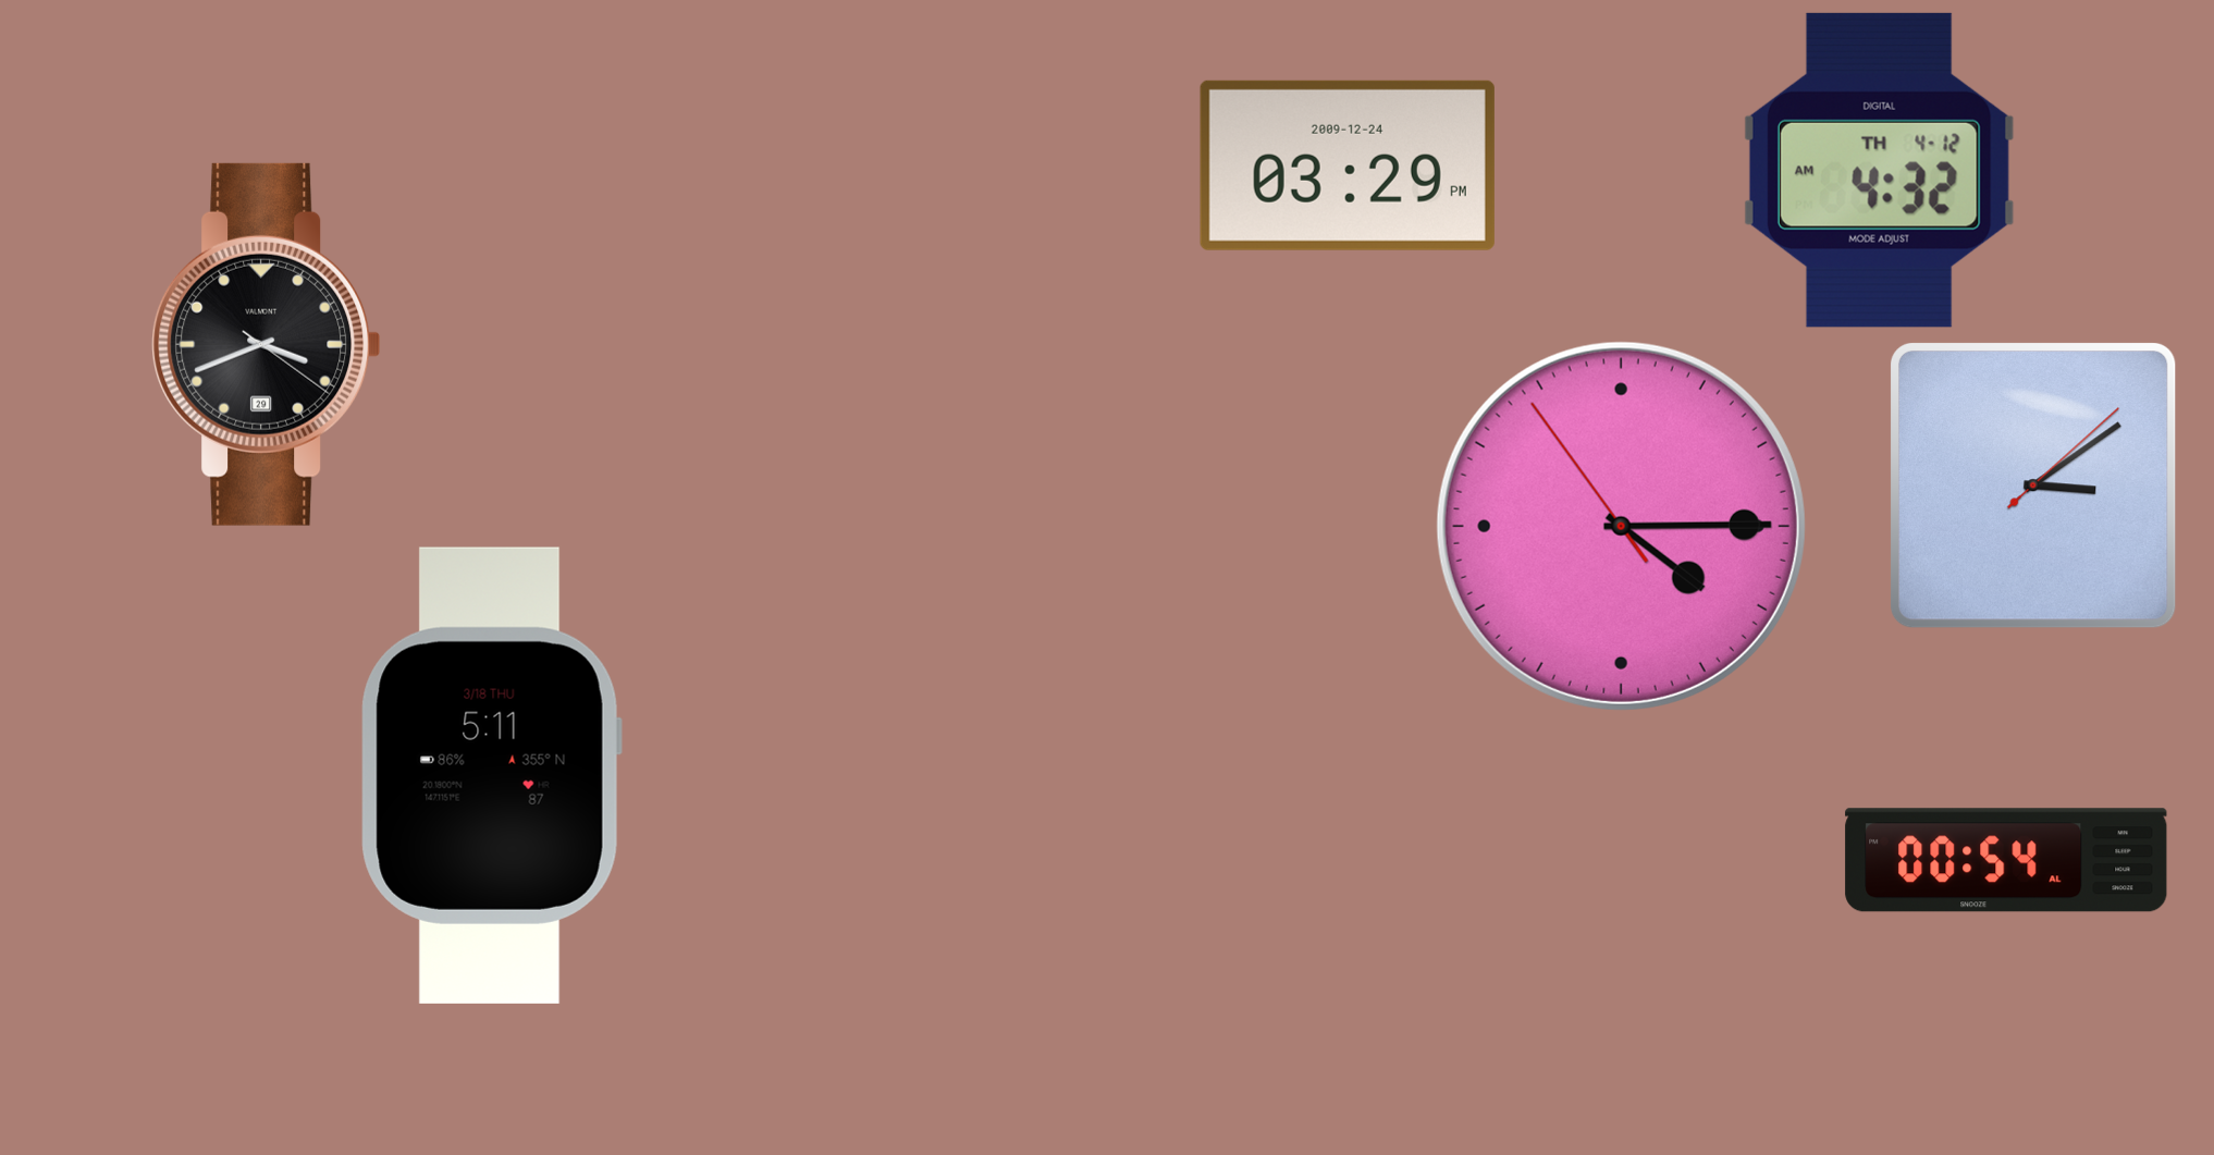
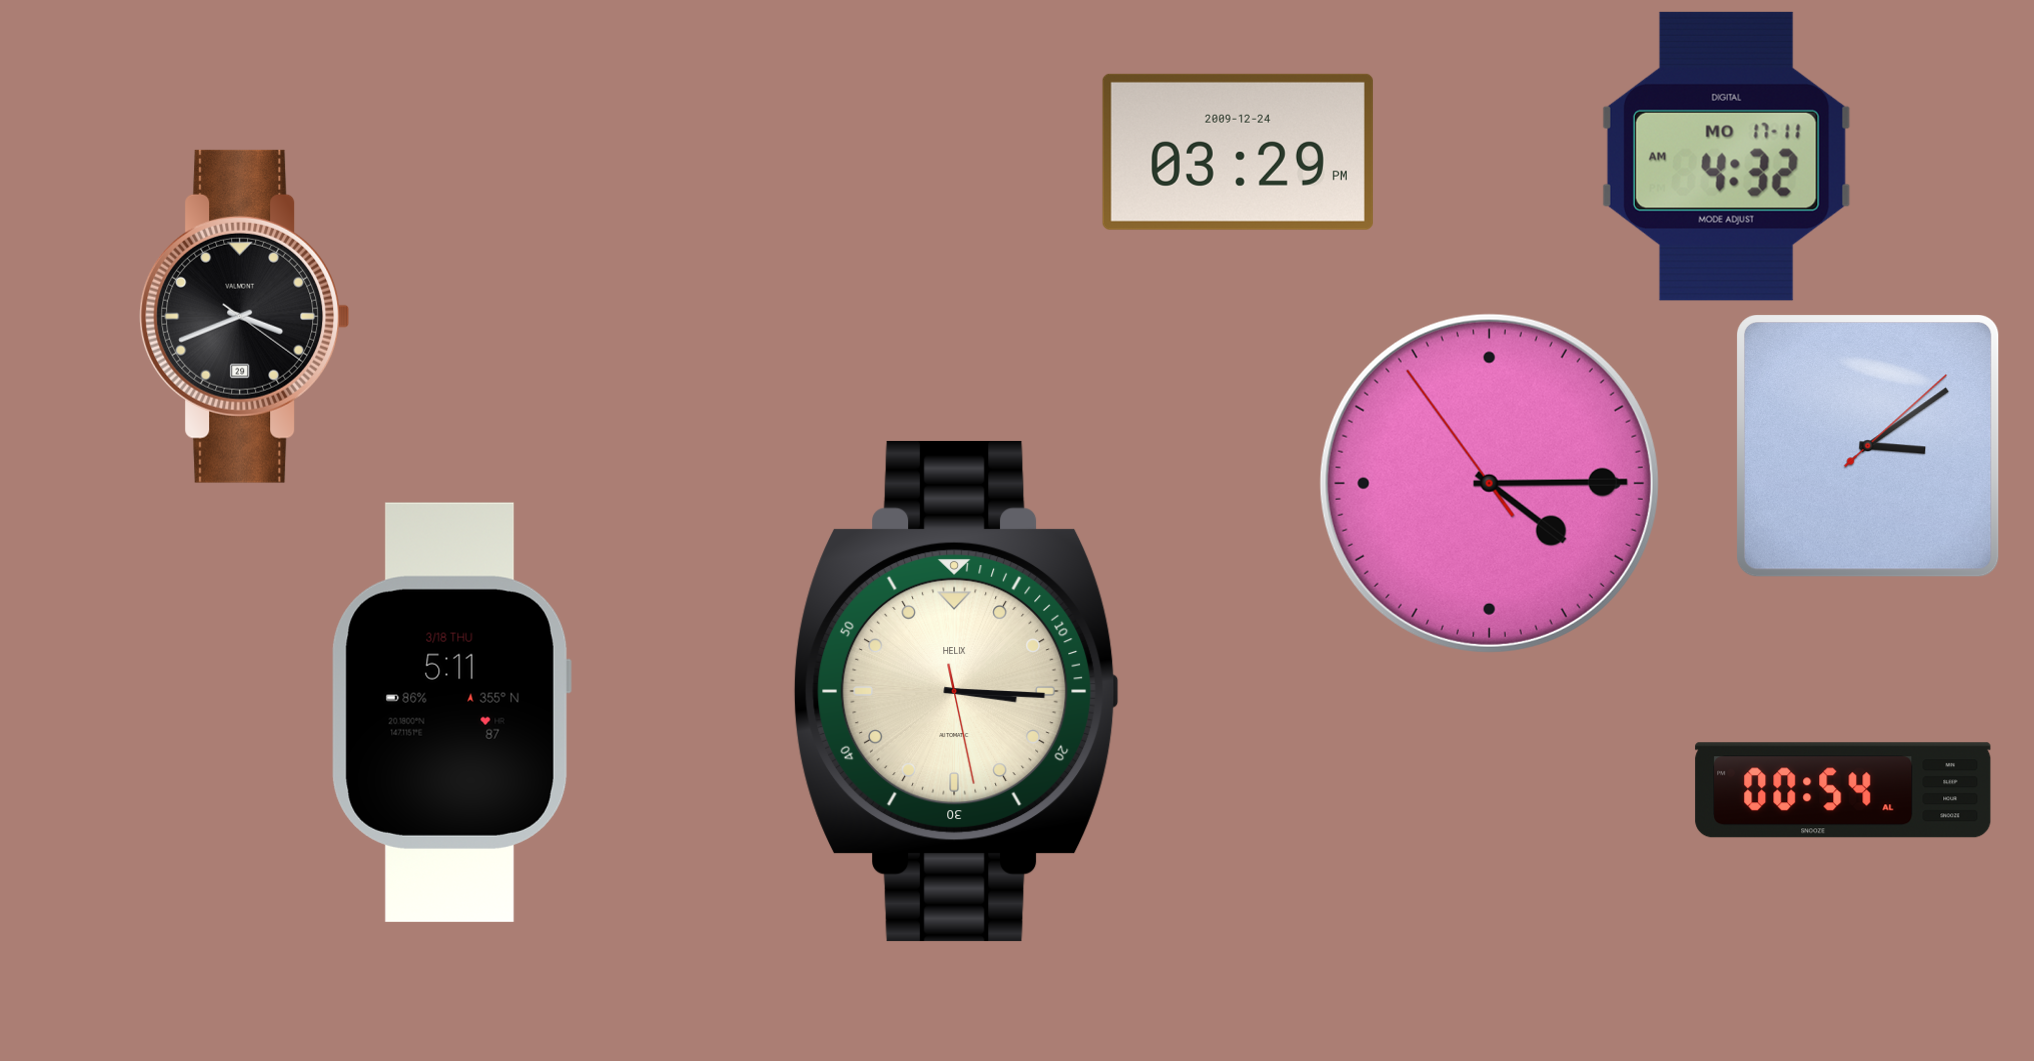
clock at (1879, 170) date: TH 4-12 -> MO 17-11
clock at (957, 691): none -> 3:15
